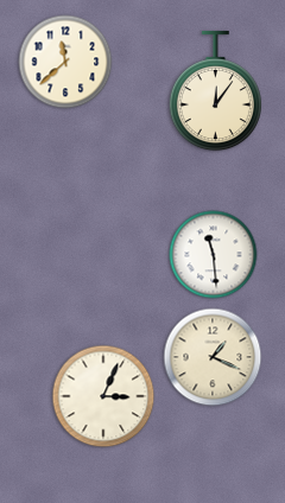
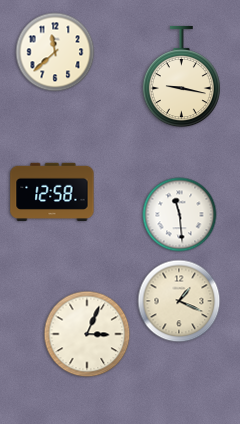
clock at (215, 91): 12:06 -> 9:17
clock at (52, 191): none -> 12:58
